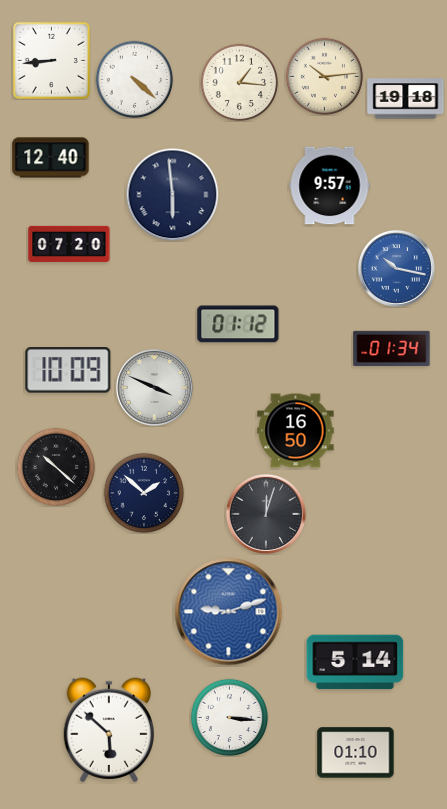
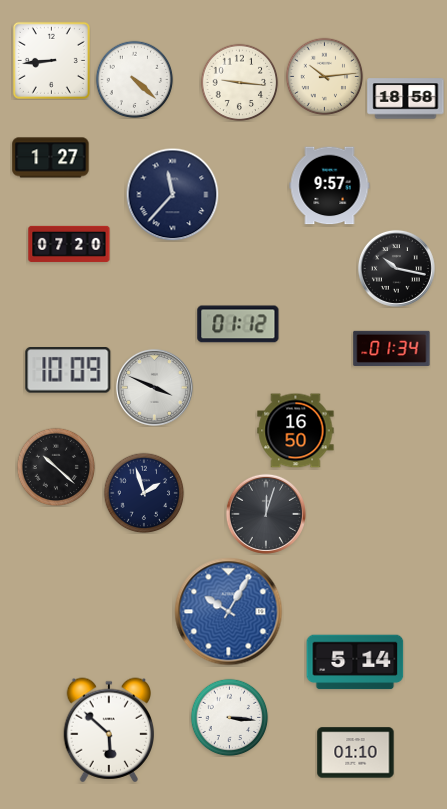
clock at (239, 82): 1:16 -> 9:16
clock at (406, 99): 19:18 -> 18:58
clock at (51, 158): 12:40 -> 1:27
clock at (172, 194): 5:59 -> 11:37
clock at (396, 268) dial: blue -> black
clock at (144, 493): 1:52 -> 1:57
clock at (229, 612): 9:12 -> 10:05
